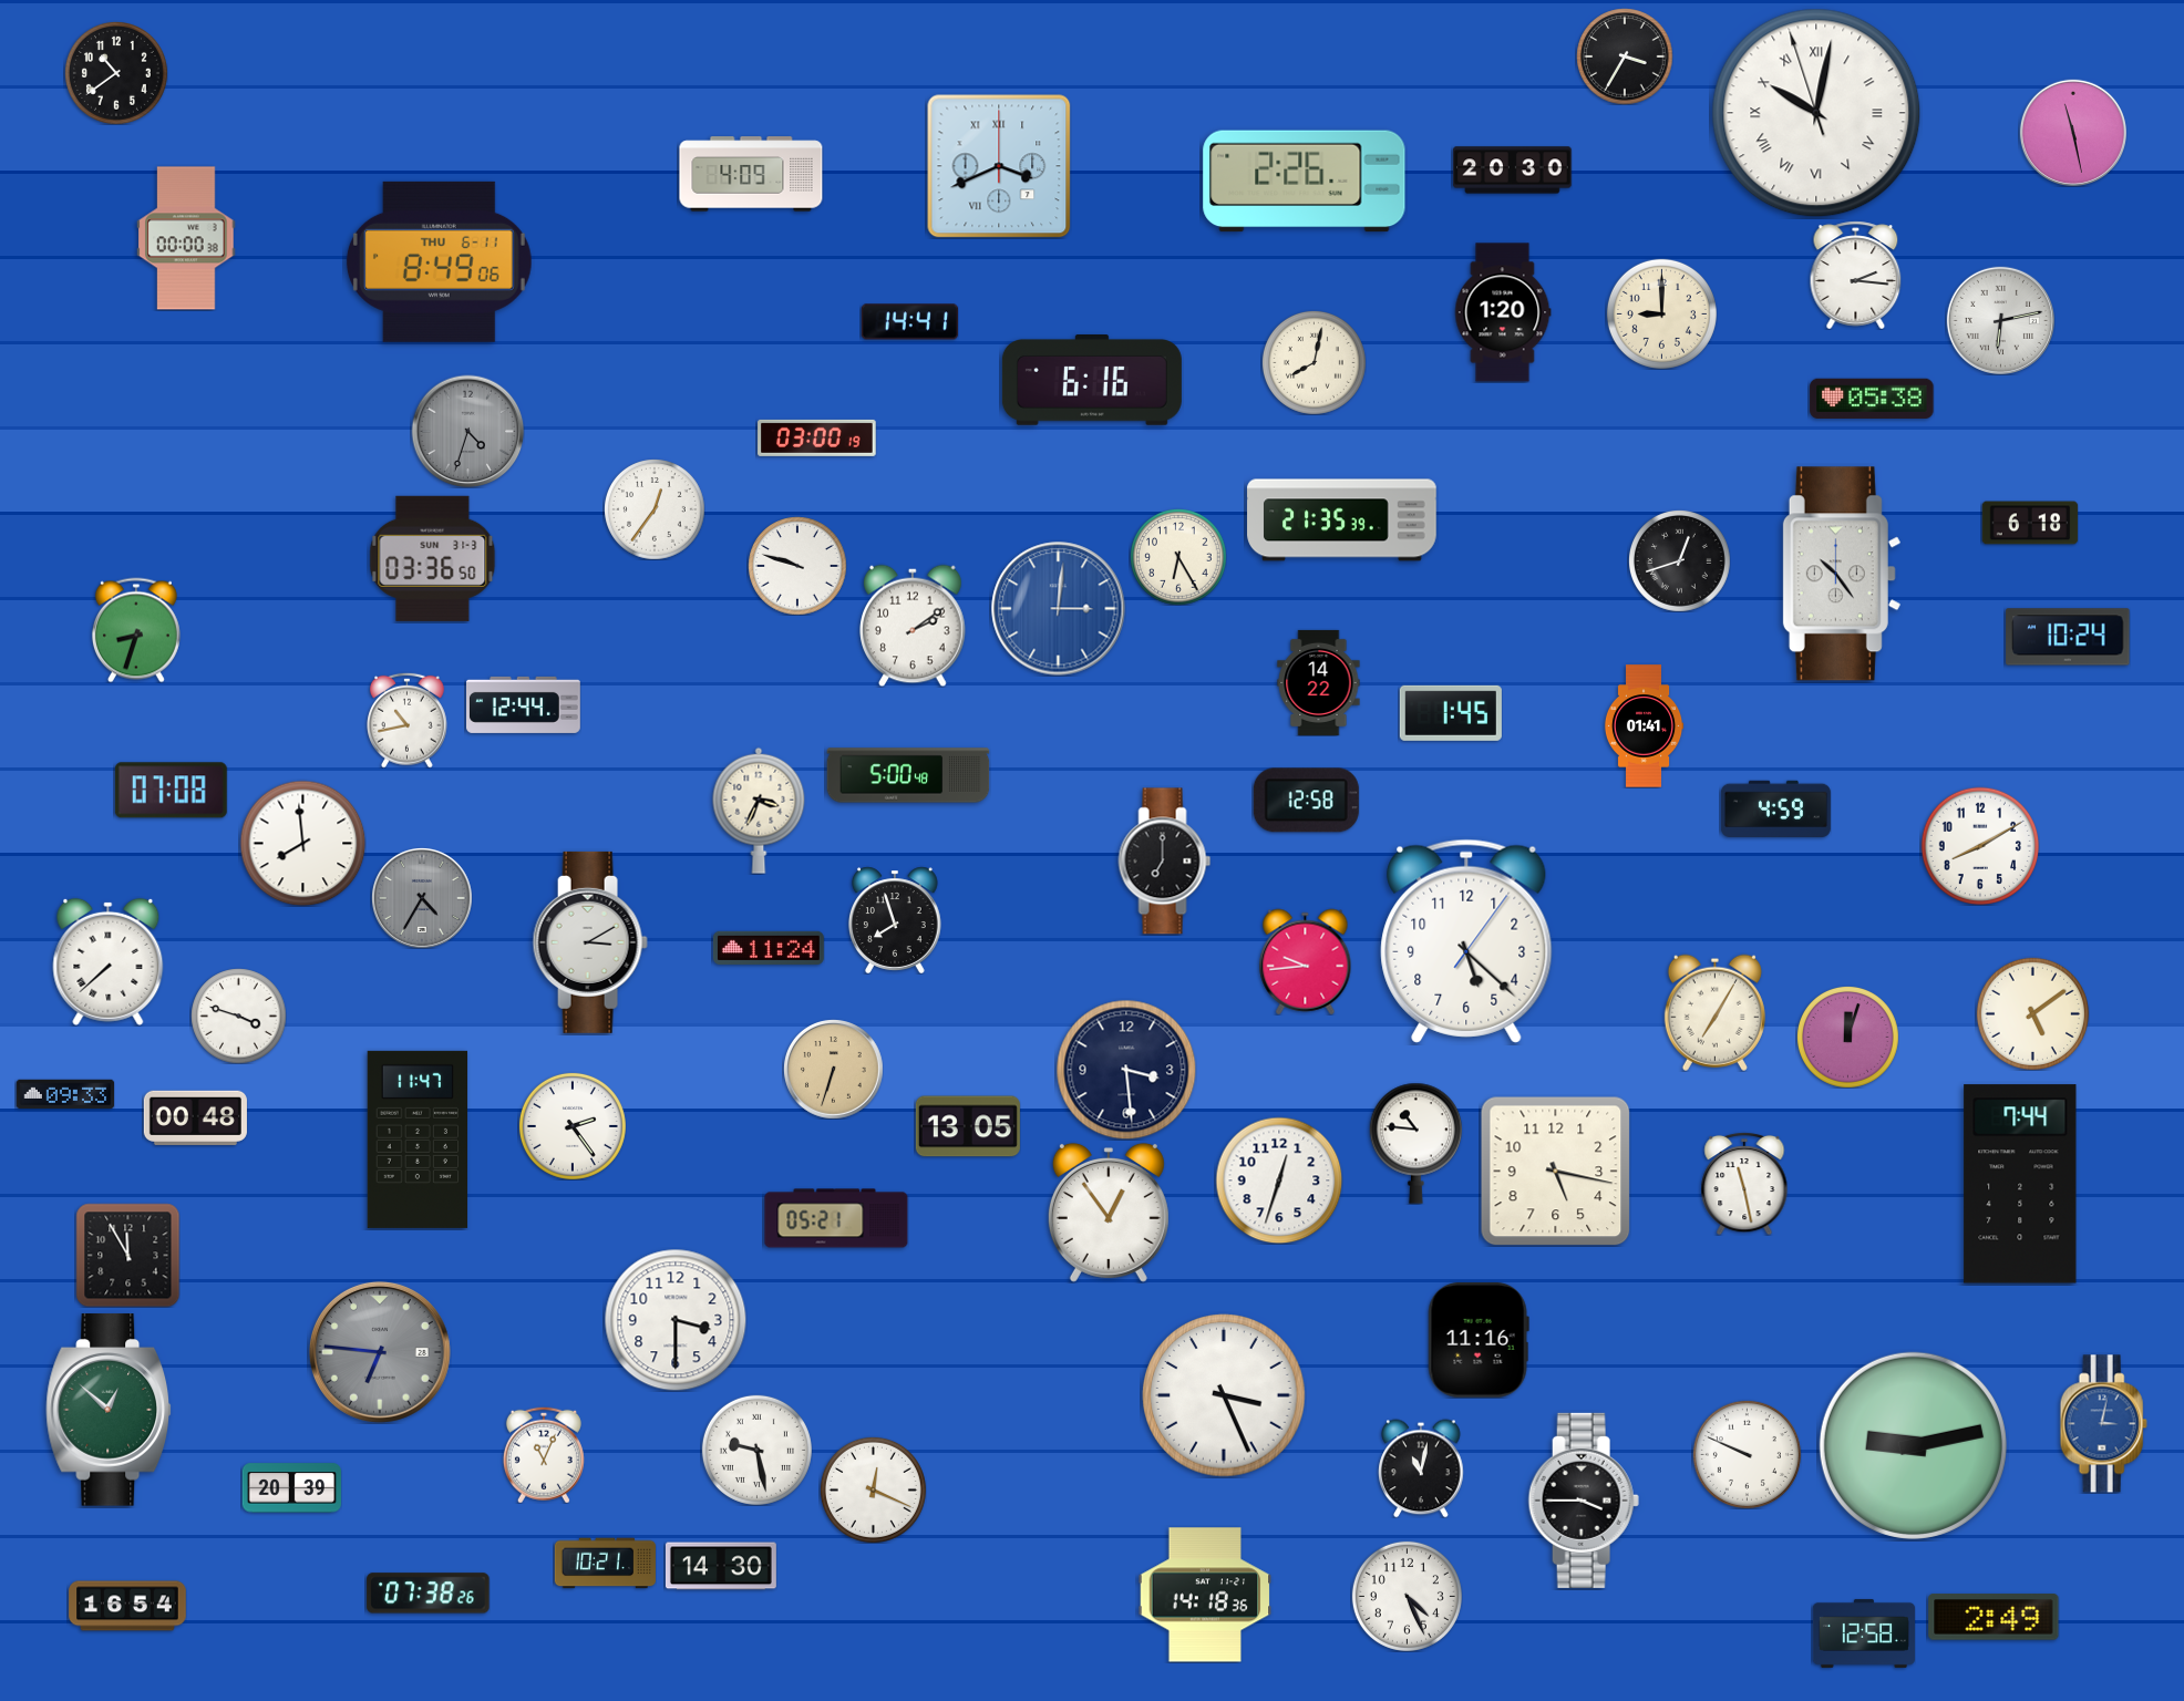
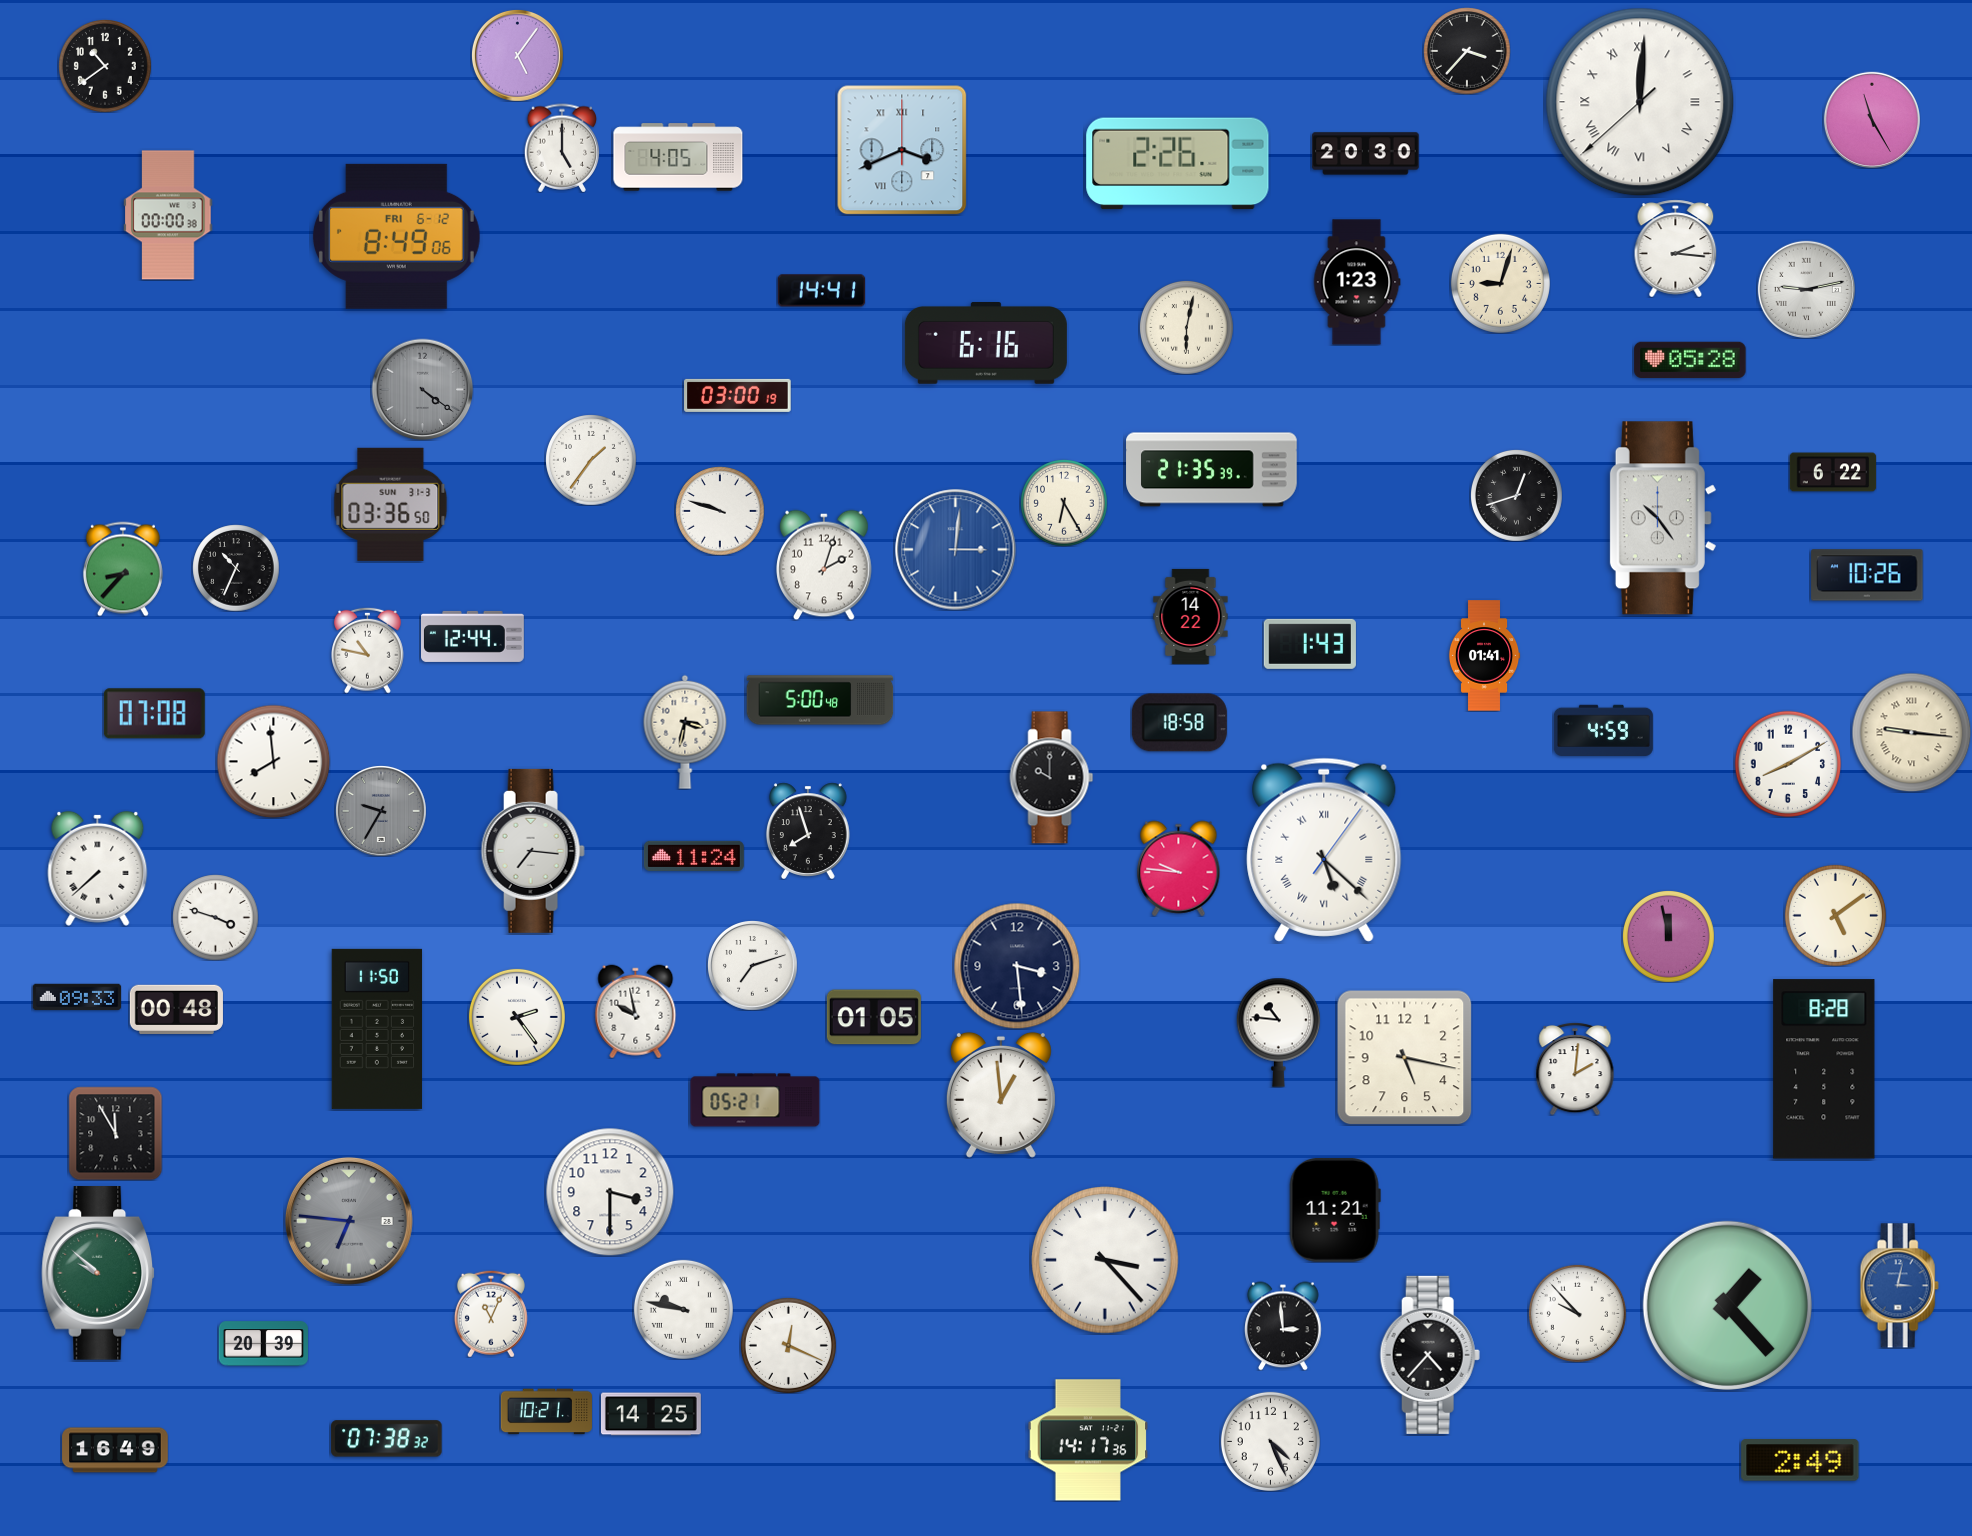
clock at (1625, 56): 3:35 -> 3:37
clock at (517, 55): none -> 5:06
clock at (1816, 113): 10:01 -> 12:00
clock at (2073, 133): 11:28 -> 11:25
clock at (562, 148): none -> 5:00
clock at (751, 174): 4:09 -> 4:05
clock at (439, 261) date: THU 6-11 -> FRI 6-12
clock at (1503, 312): 1:20 -> 1:23
clock at (1661, 313): 9:00 -> 9:03
clock at (2000, 320): 6:13 -> 9:13
clock at (1314, 362): 8:02 -> 6:02
clock at (1872, 399): 05:38 -> 05:28
clock at (467, 431): 4:33 -> 4:21
clock at (655, 509): 12:36 -> 1:36
clock at (2030, 523): 6:18 -> 6:22
clock at (1679, 560) position: (1679, 560) -> (1516, 495)
clock at (913, 626): 2:09 -> 2:03
clock at (236, 568): none -> 10:34
clock at (136, 630): 8:33 -> 8:37
clock at (2068, 637): 10:24 -> 10:26
clock at (1451, 713): 1:45 -> 1:43
clock at (408, 720): 10:43 -> 10:47
clock at (1306, 801): 12:58 -> 18:58
clock at (759, 811): 3:34 -> 3:32
clock at (1911, 732): none -> 9:16
clock at (1165, 862): 7:00 -> 10:00
clock at (422, 898): 4:35 -> 9:35
clock at (1466, 941) numerals: Arabic -> Roman
clock at (590, 942): 3:10 -> 7:16
clock at (1306, 961): 9:44 -> 9:46
clock at (1714, 1012): 7:05 -> none
clock at (1847, 1037): 12:03 -> 11:58
clock at (834, 1070): 6:33 -> 7:12
clock at (834, 1070) dial: champagne -> white
clock at (65, 1094) position: (65, 1094) -> (77, 997)
clock at (636, 1011): none -> 9:58
clock at (968, 1126): 13:05 -> 01:05
clock at (418, 1140): 11:47 -> 11:50
clock at (1279, 1181): 12:33 -> none
clock at (1744, 1184): 11:28 -> 2:01
clock at (2020, 1184): 7:44 -> 8:28
clock at (1109, 1213): 12:54 -> 12:59
clock at (1479, 1340): 11:16 -> 11:21
clock at (380, 1352) position: (380, 1352) -> (349, 1221)
clock at (1224, 1395): 3:26 -> 3:23
clock at (109, 1410): 12:52 -> 9:52
clock at (1913, 1445): 9:13 -> 1:23
clock at (756, 1450): 9:28 -> 9:47
clock at (1747, 1454): 9:49 -> 9:53
clock at (1421, 1468): 11:02 -> 2:59
clock at (1584, 1501): 3:45 -> 4:37
clock at (721, 1566): 14:30 -> 14:25
clock at (429, 1594): 07:38:26 -> 07:38:32
clock at (1205, 1595): 14:18 -> 14:17
clock at (127, 1606): 16:54 -> 16:49
clock at (1864, 1633): 12:58 -> none
